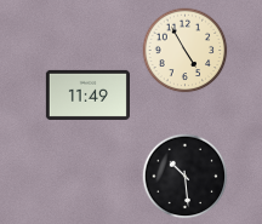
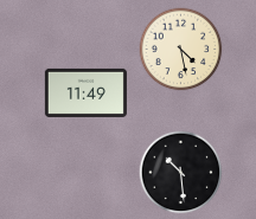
clock at (186, 51): 4:55 -> 4:28
